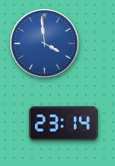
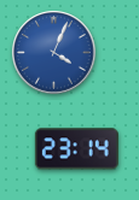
clock at (45, 44): 3:59 -> 4:04
